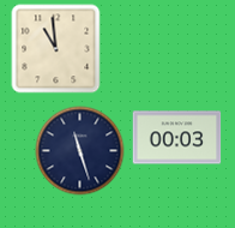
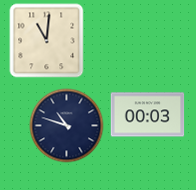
clock at (56, 49): 10:59 -> 11:01
clock at (80, 151): 11:27 -> 10:48
